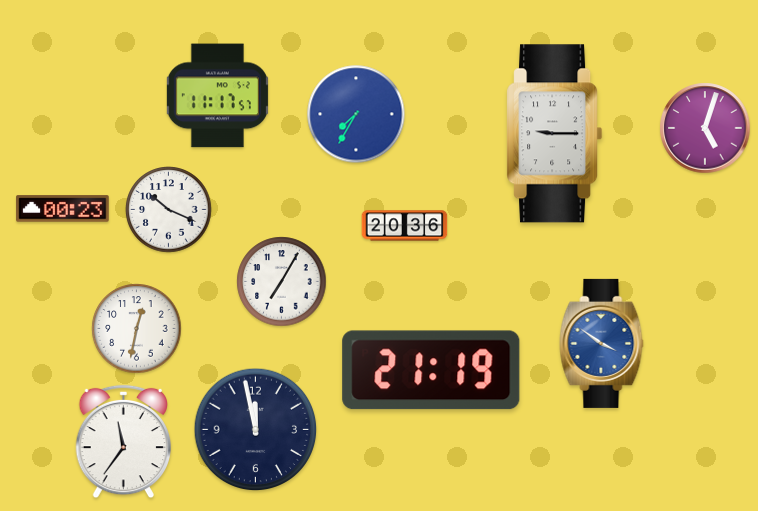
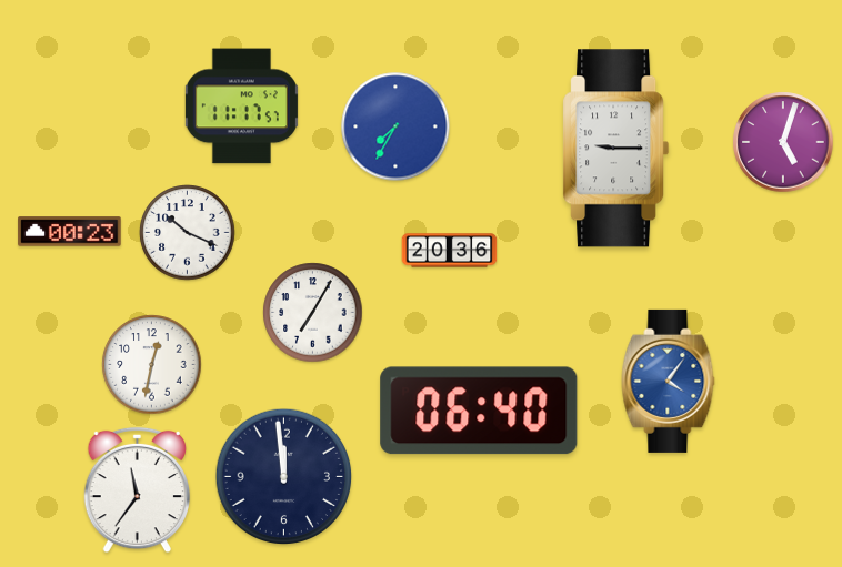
clock at (602, 343): 3:51 -> 4:06
clock at (431, 370): 21:19 -> 06:40
clock at (256, 430): 11:58 -> 11:59
